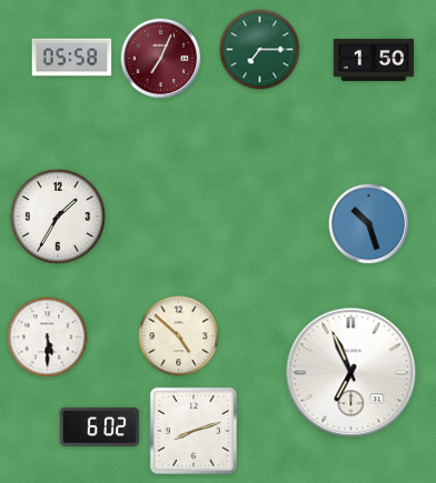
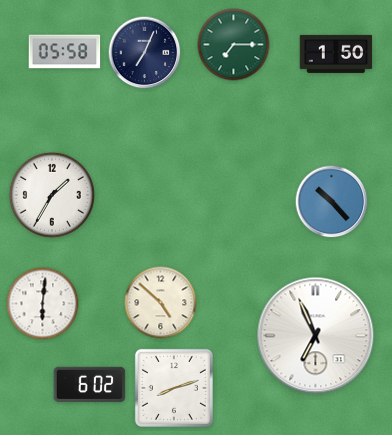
clock at (161, 59) dial: burgundy -> navy
clock at (369, 224): 10:27 -> 10:23
clock at (48, 338): 5:30 -> 6:01
